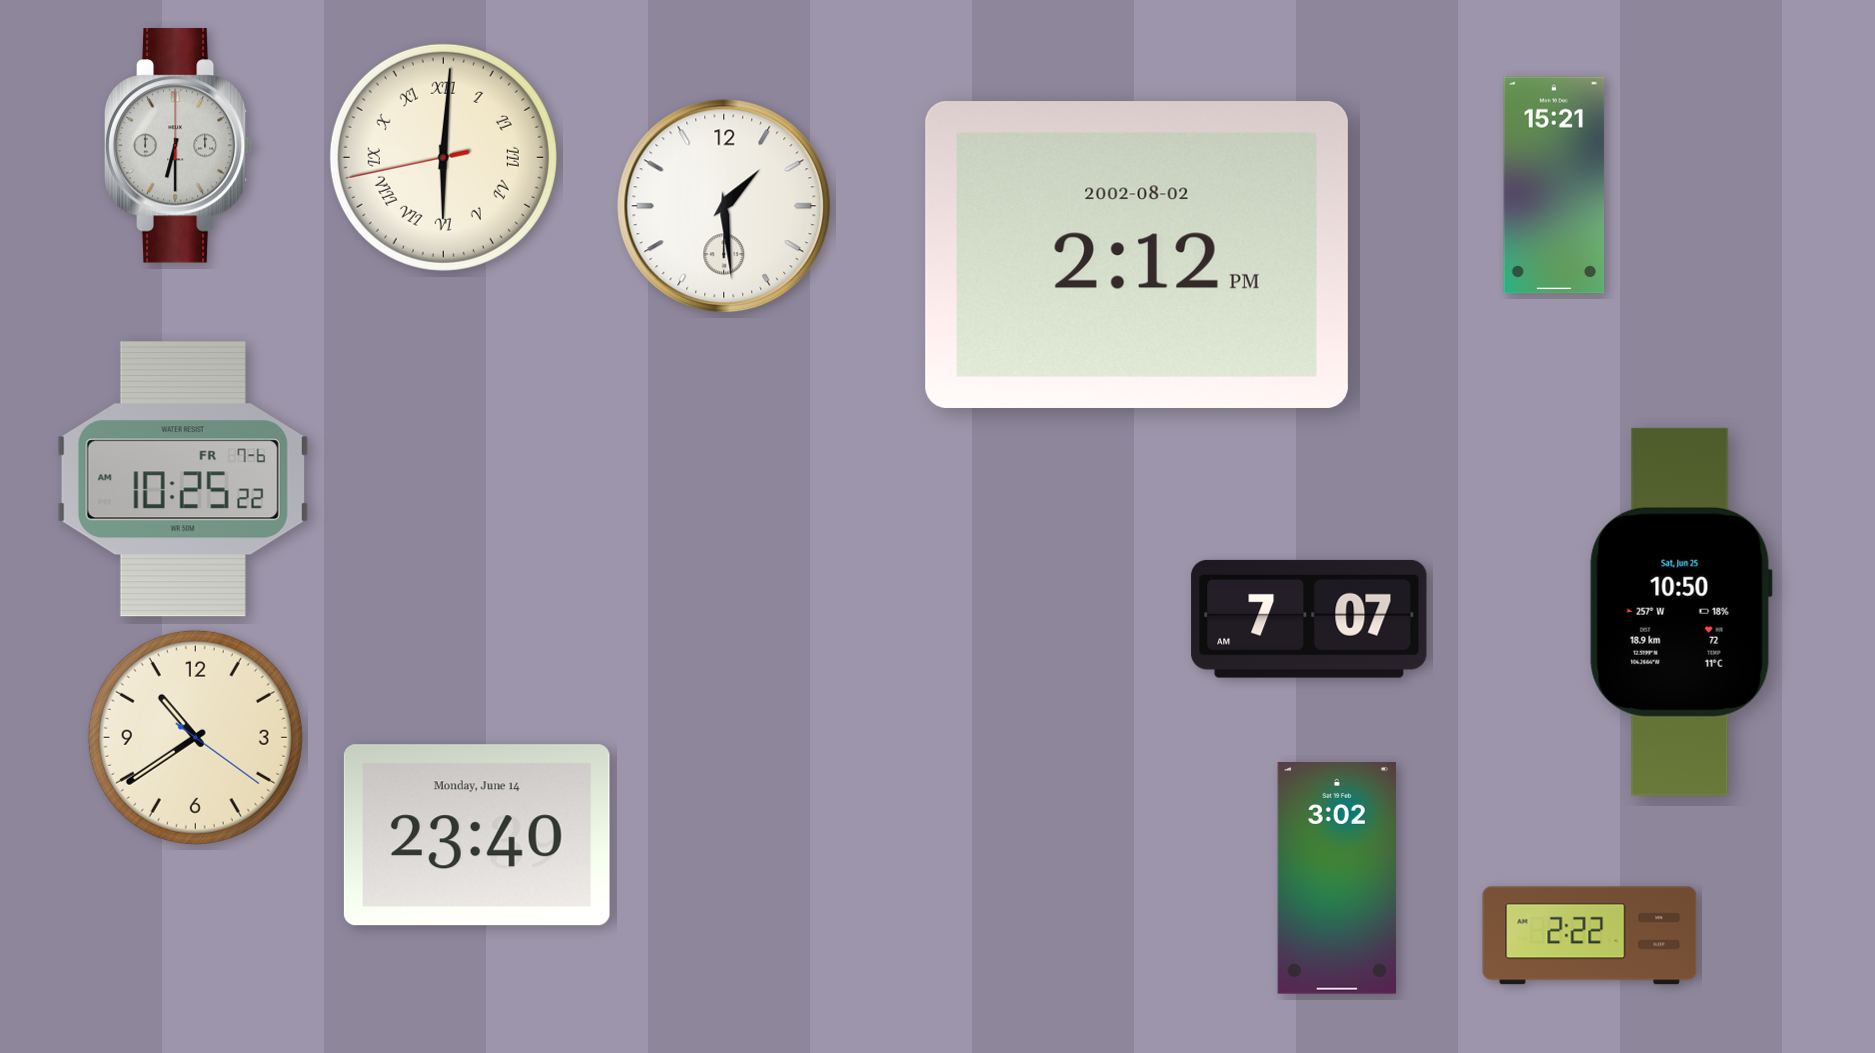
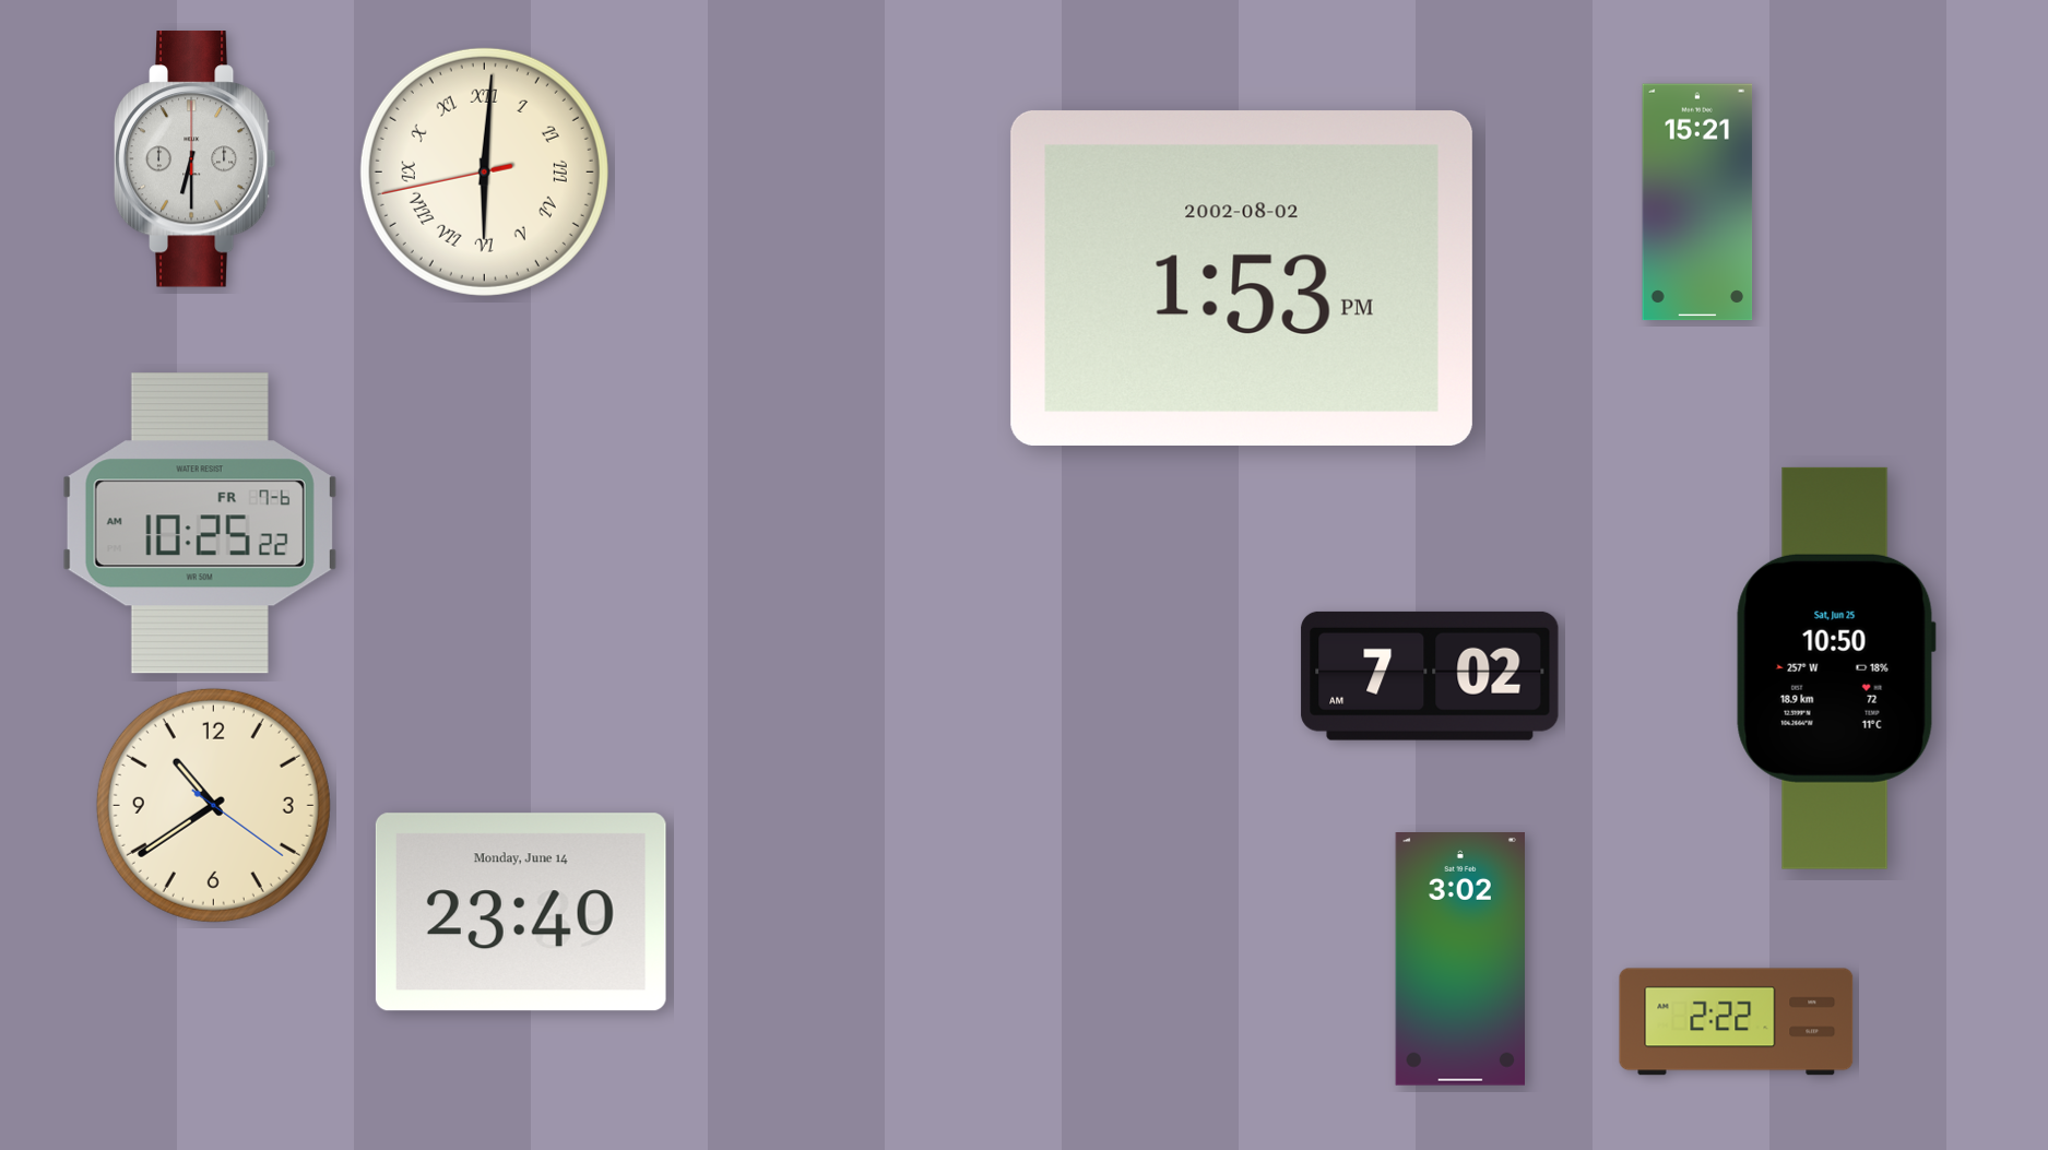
clock at (724, 206): 1:29 -> none
clock at (1137, 255): 2:12 -> 1:53
clock at (1309, 619): 7:07 -> 7:02
